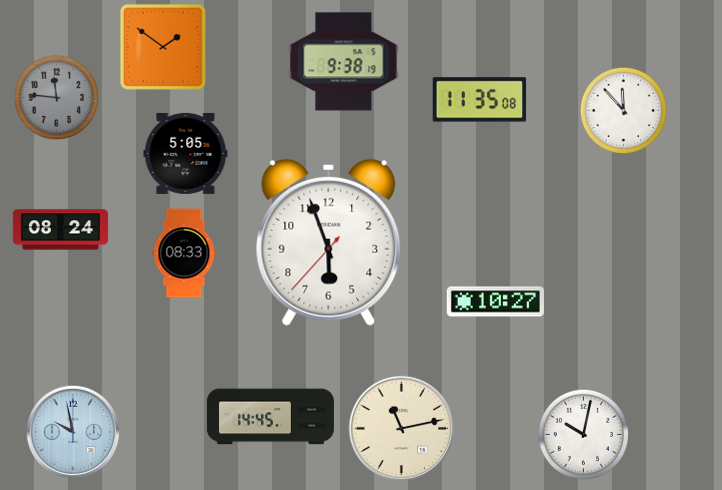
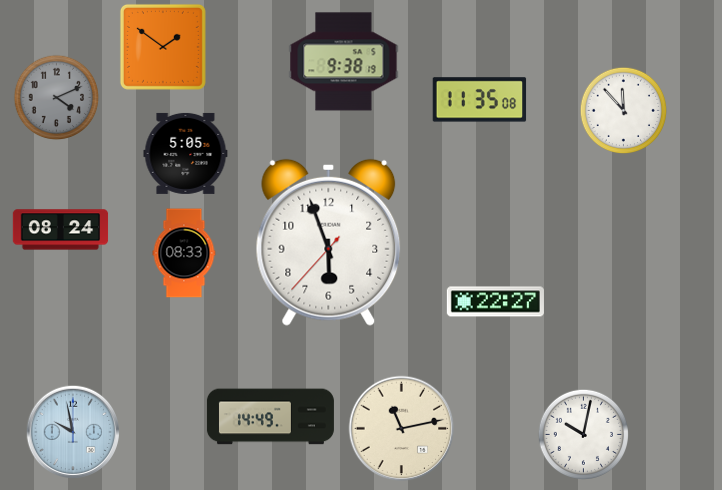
clock at (57, 98): 11:46 -> 4:11
clock at (495, 302): 10:27 -> 22:27
clock at (270, 417): 14:45 -> 14:49
